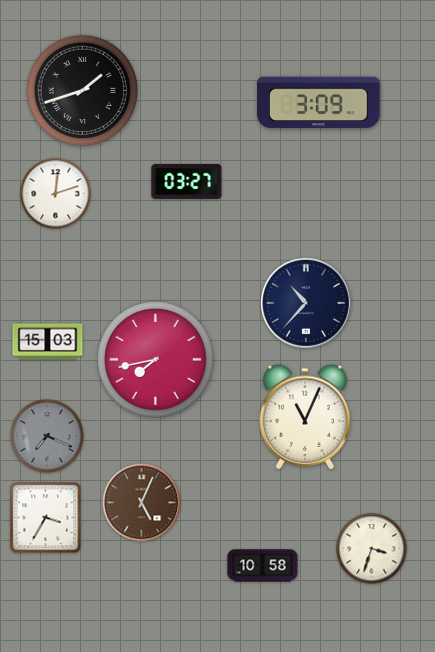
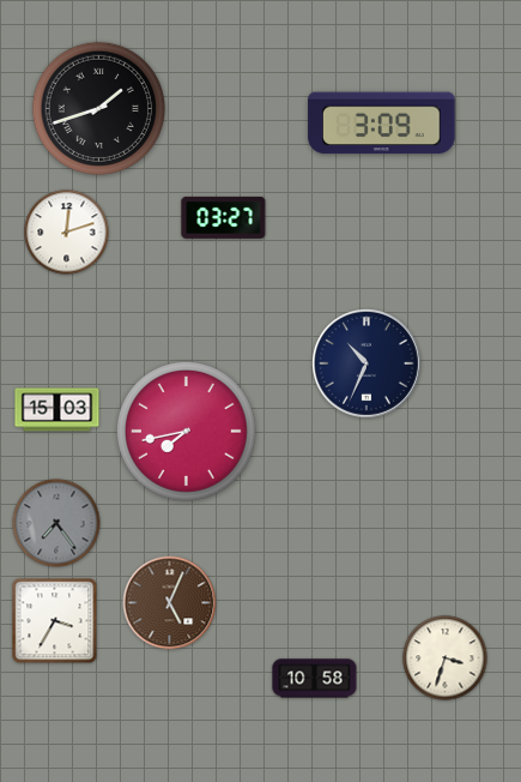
clock at (306, 303): 10:37 -> 10:34
clock at (305, 417): 11:04 -> none
clock at (47, 436): 7:19 -> 7:24
